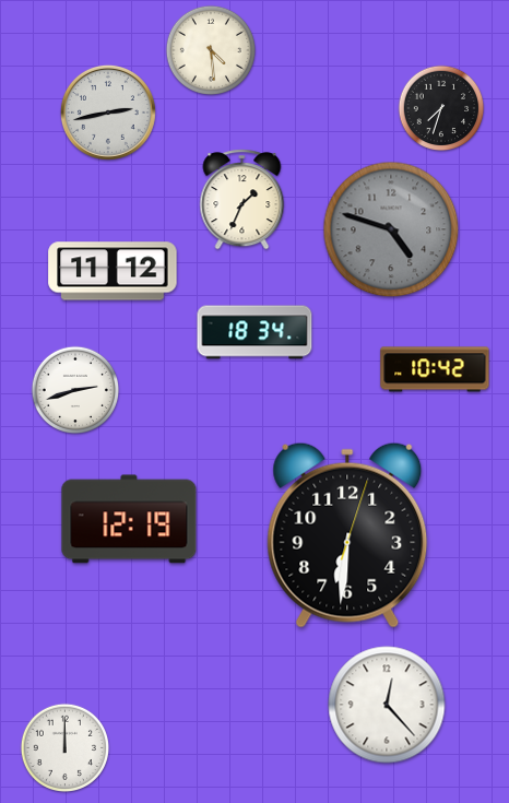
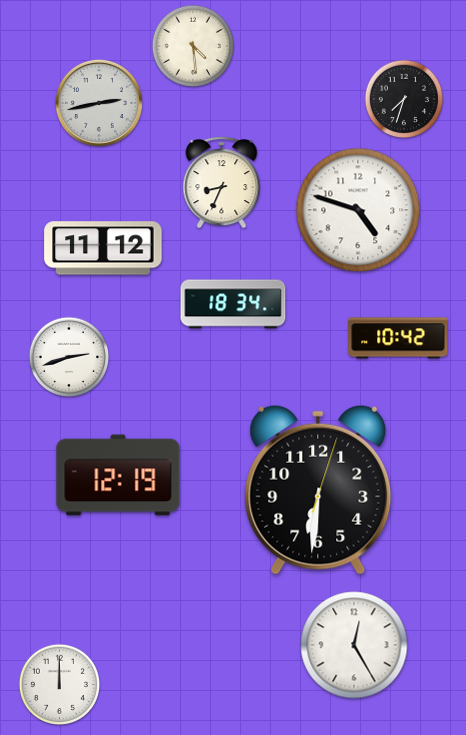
clock at (242, 200): 1:34 -> 8:34
clock at (391, 229) dial: grey -> white
clock at (387, 705): 12:23 -> 12:25
